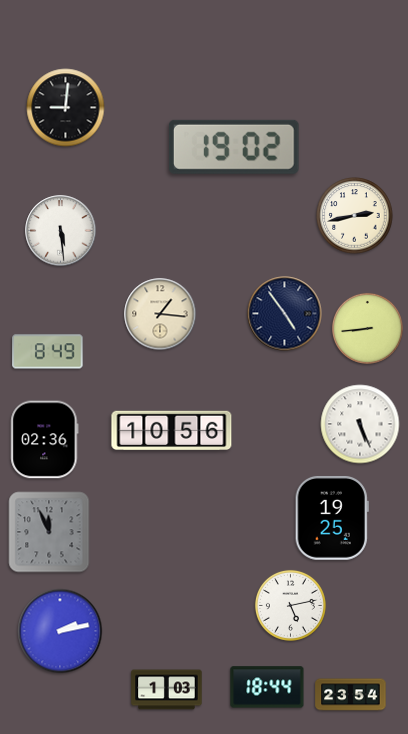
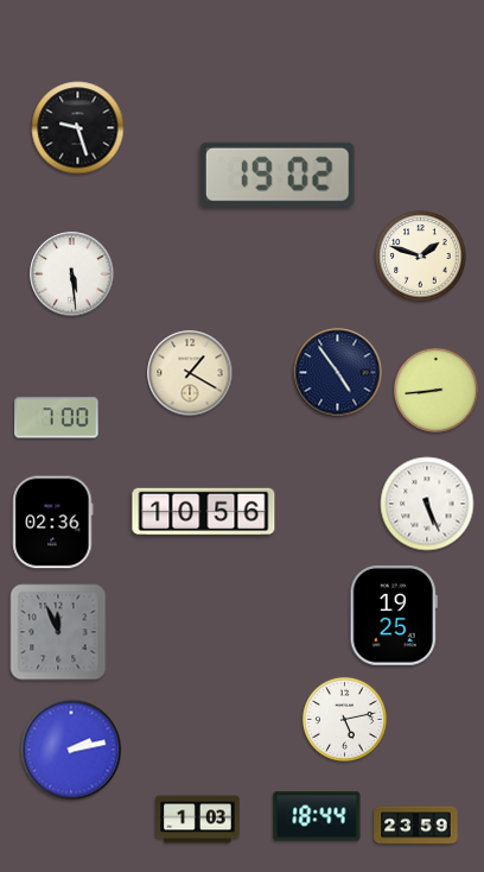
clock at (66, 108): 9:01 -> 9:27
clock at (355, 216): 2:43 -> 1:48
clock at (160, 314): 1:16 -> 1:20
clock at (48, 352): 8:49 -> 7:00
clock at (351, 695): 23:54 -> 23:59
